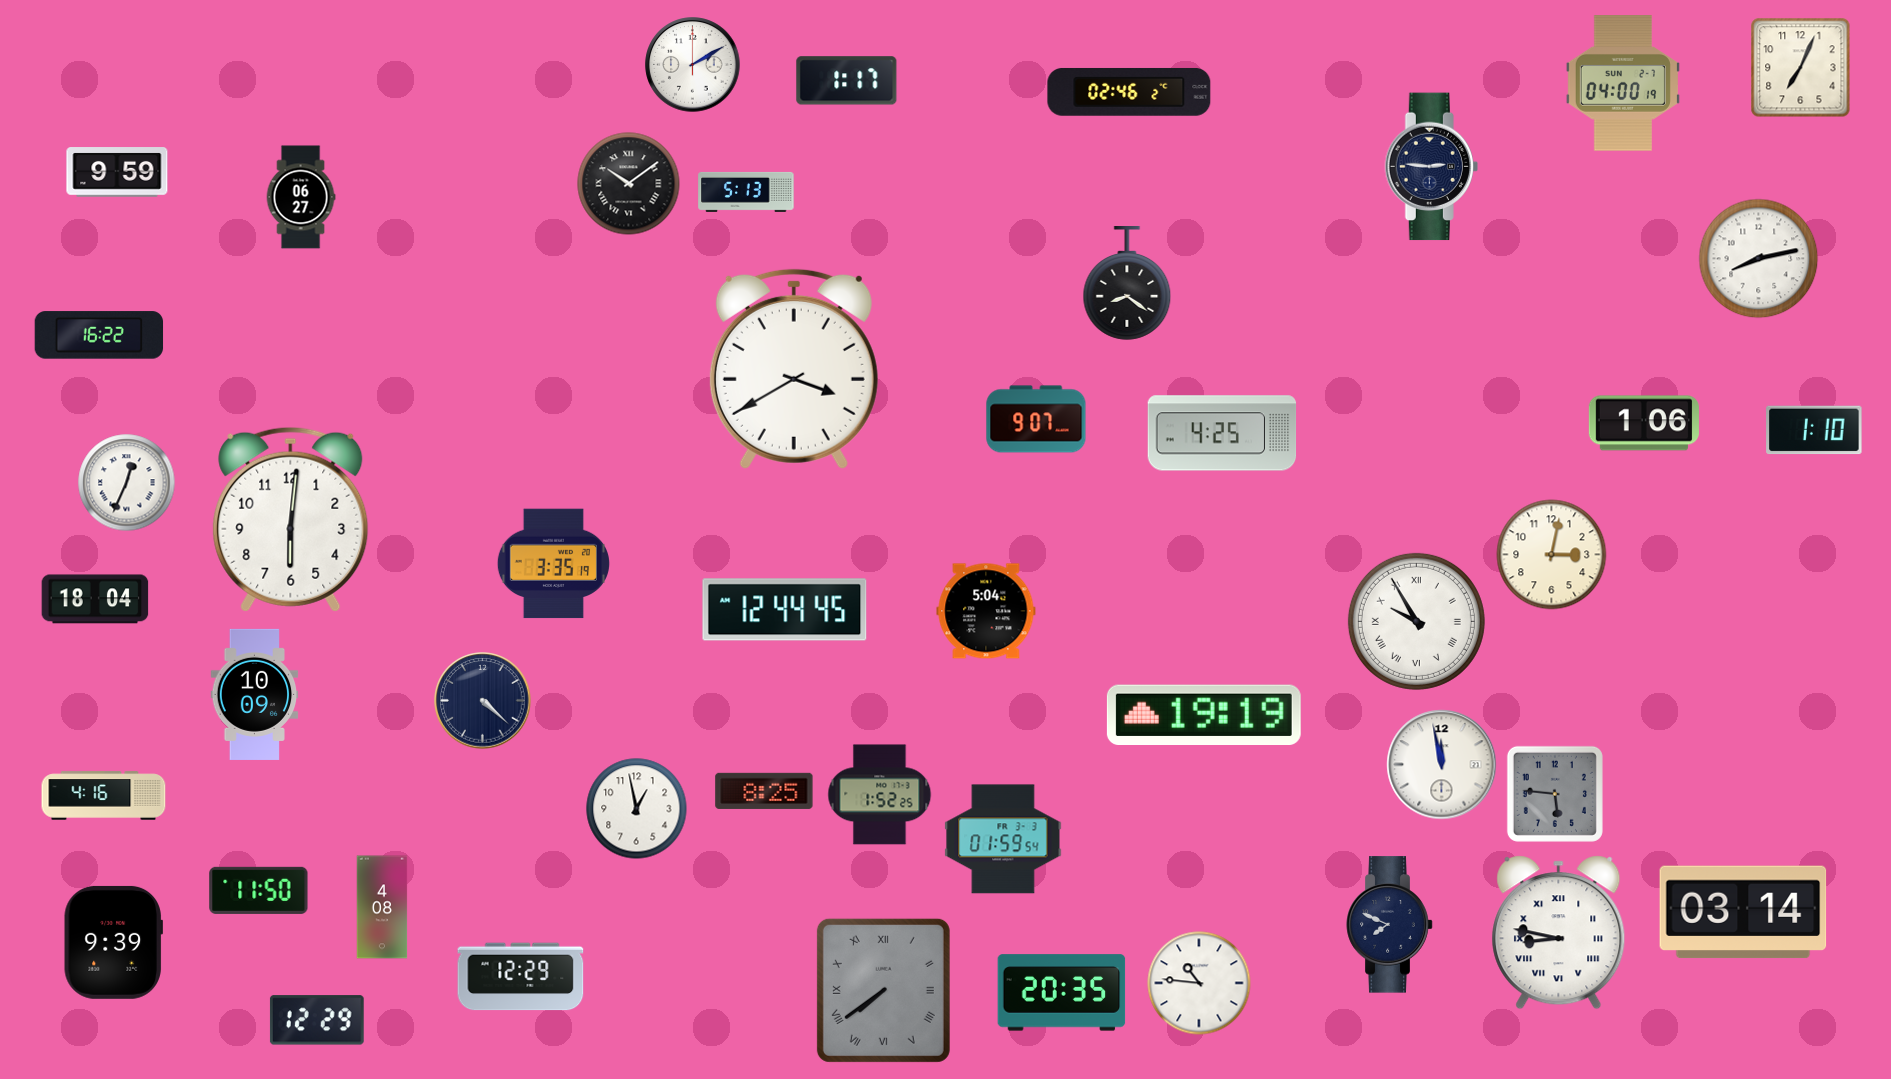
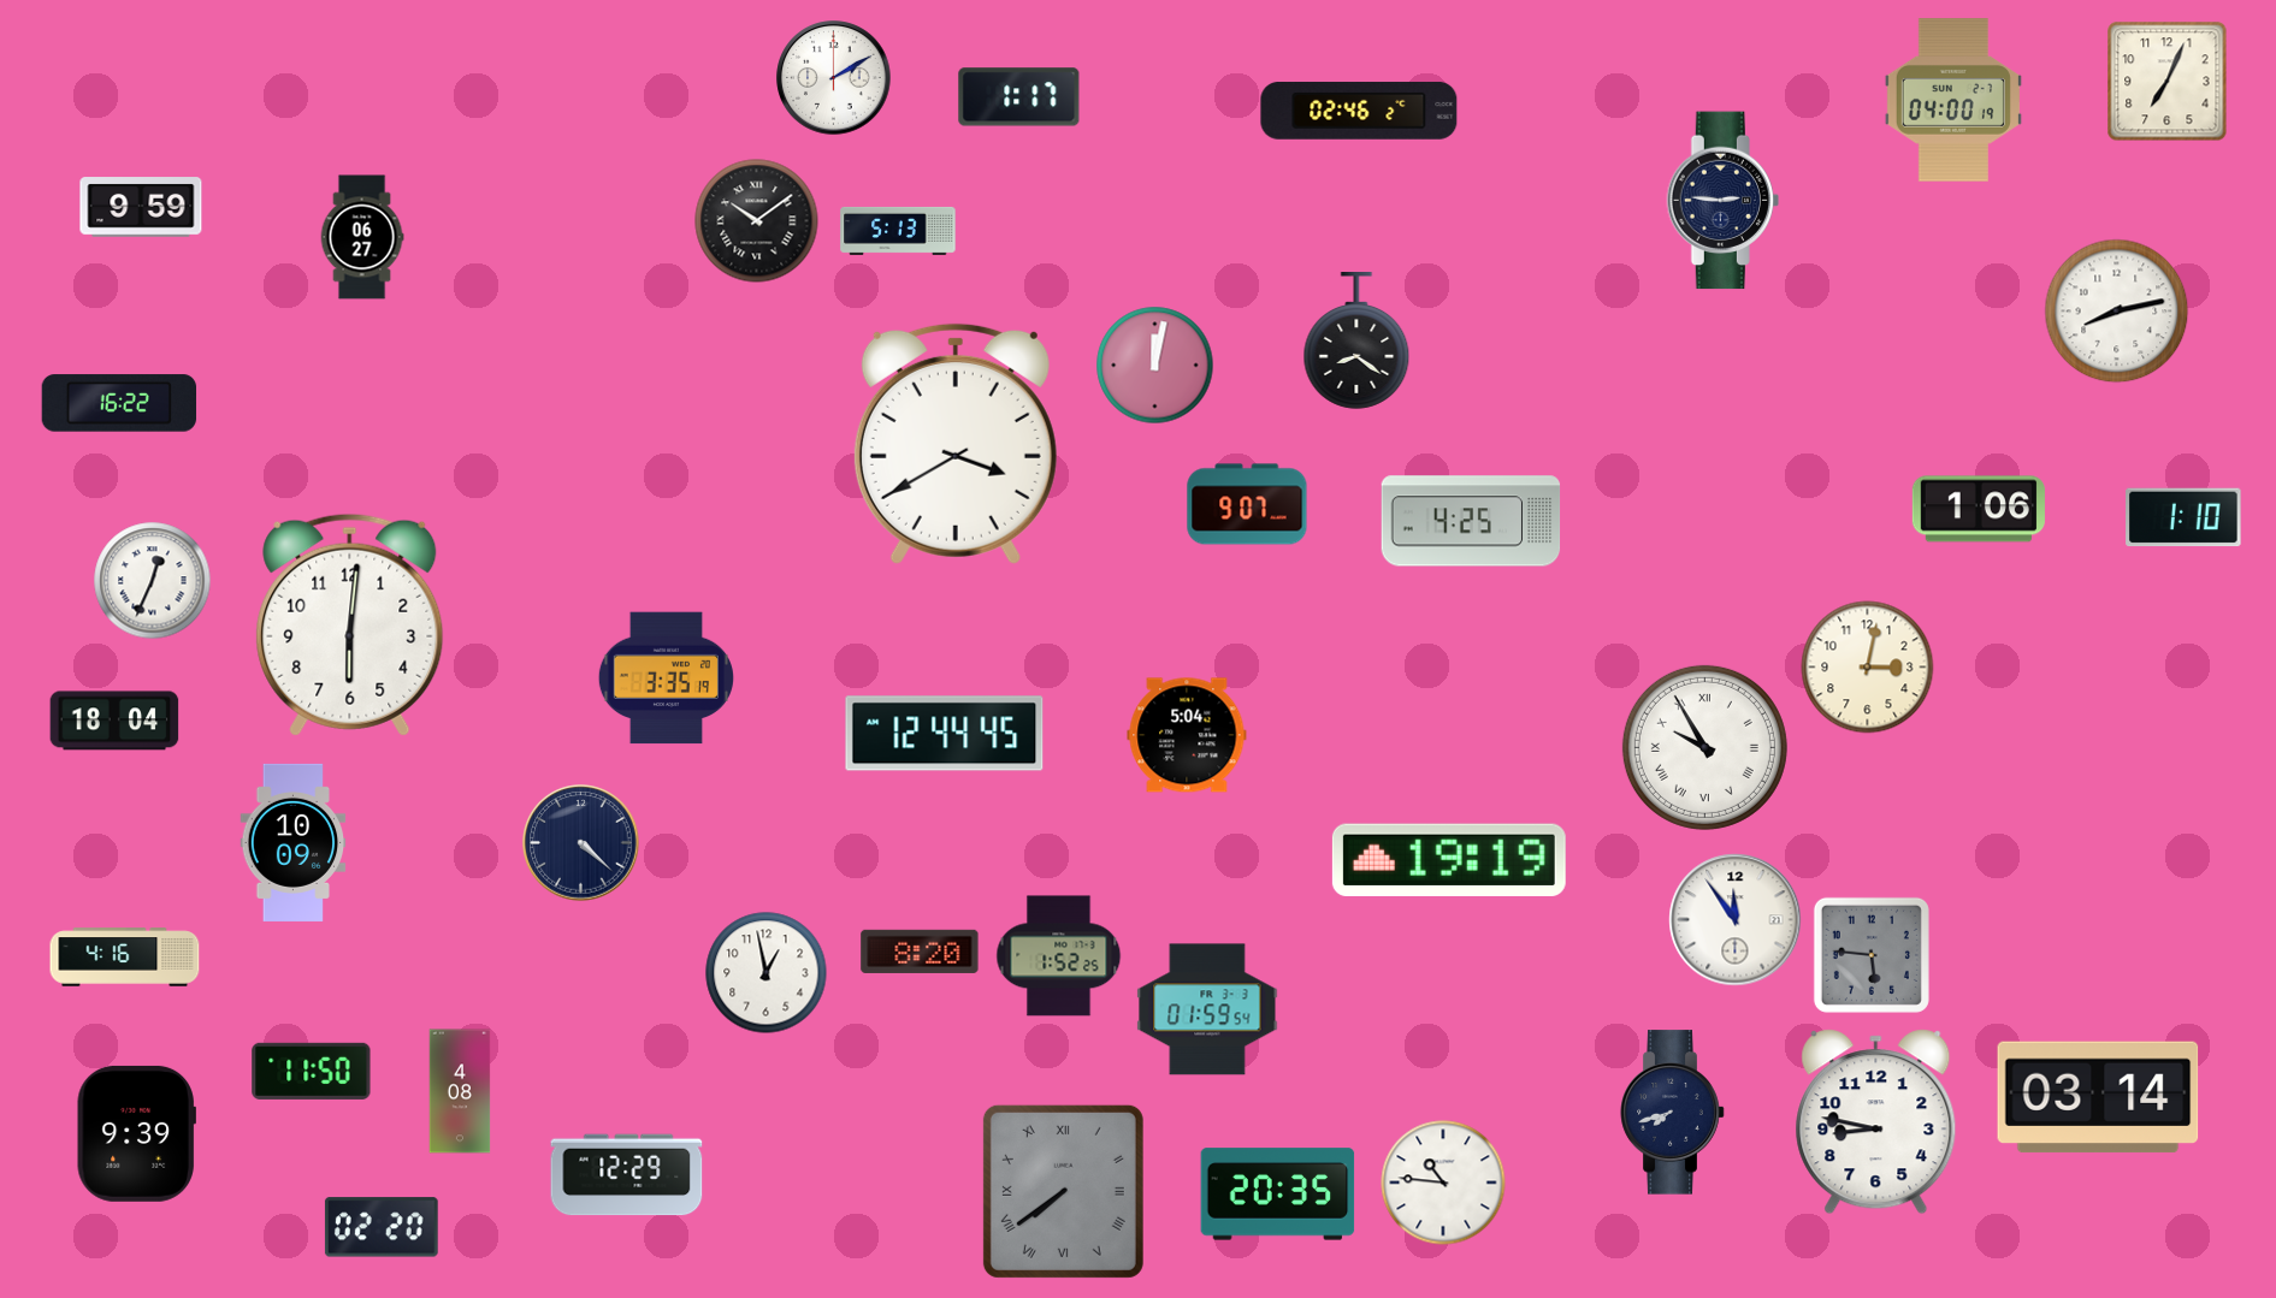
clock at (1155, 366): none -> 12:02
clock at (255, 694) position: (255, 694) -> (294, 842)
clock at (1442, 765): 11:58 -> 11:54
clock at (764, 791): 8:25 -> 8:20
clock at (1390, 925): 7:49 -> 7:42
clock at (1559, 933) numerals: Roman -> Arabic
clock at (317, 1020): 12:29 -> 02:20
